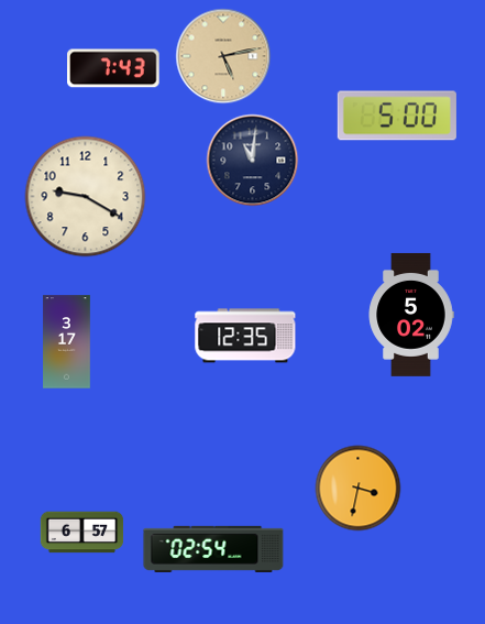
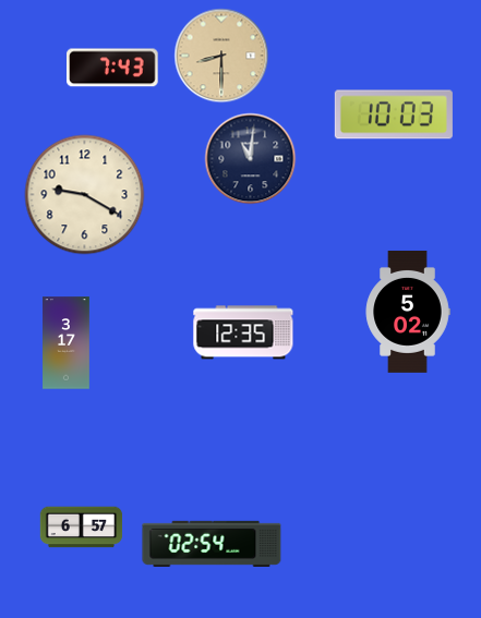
clock at (223, 56): 5:13 -> 8:30
clock at (397, 116): 5:00 -> 10:03
clock at (67, 342) position: (67, 342) -> (67, 343)
clock at (359, 489): 3:32 -> none
